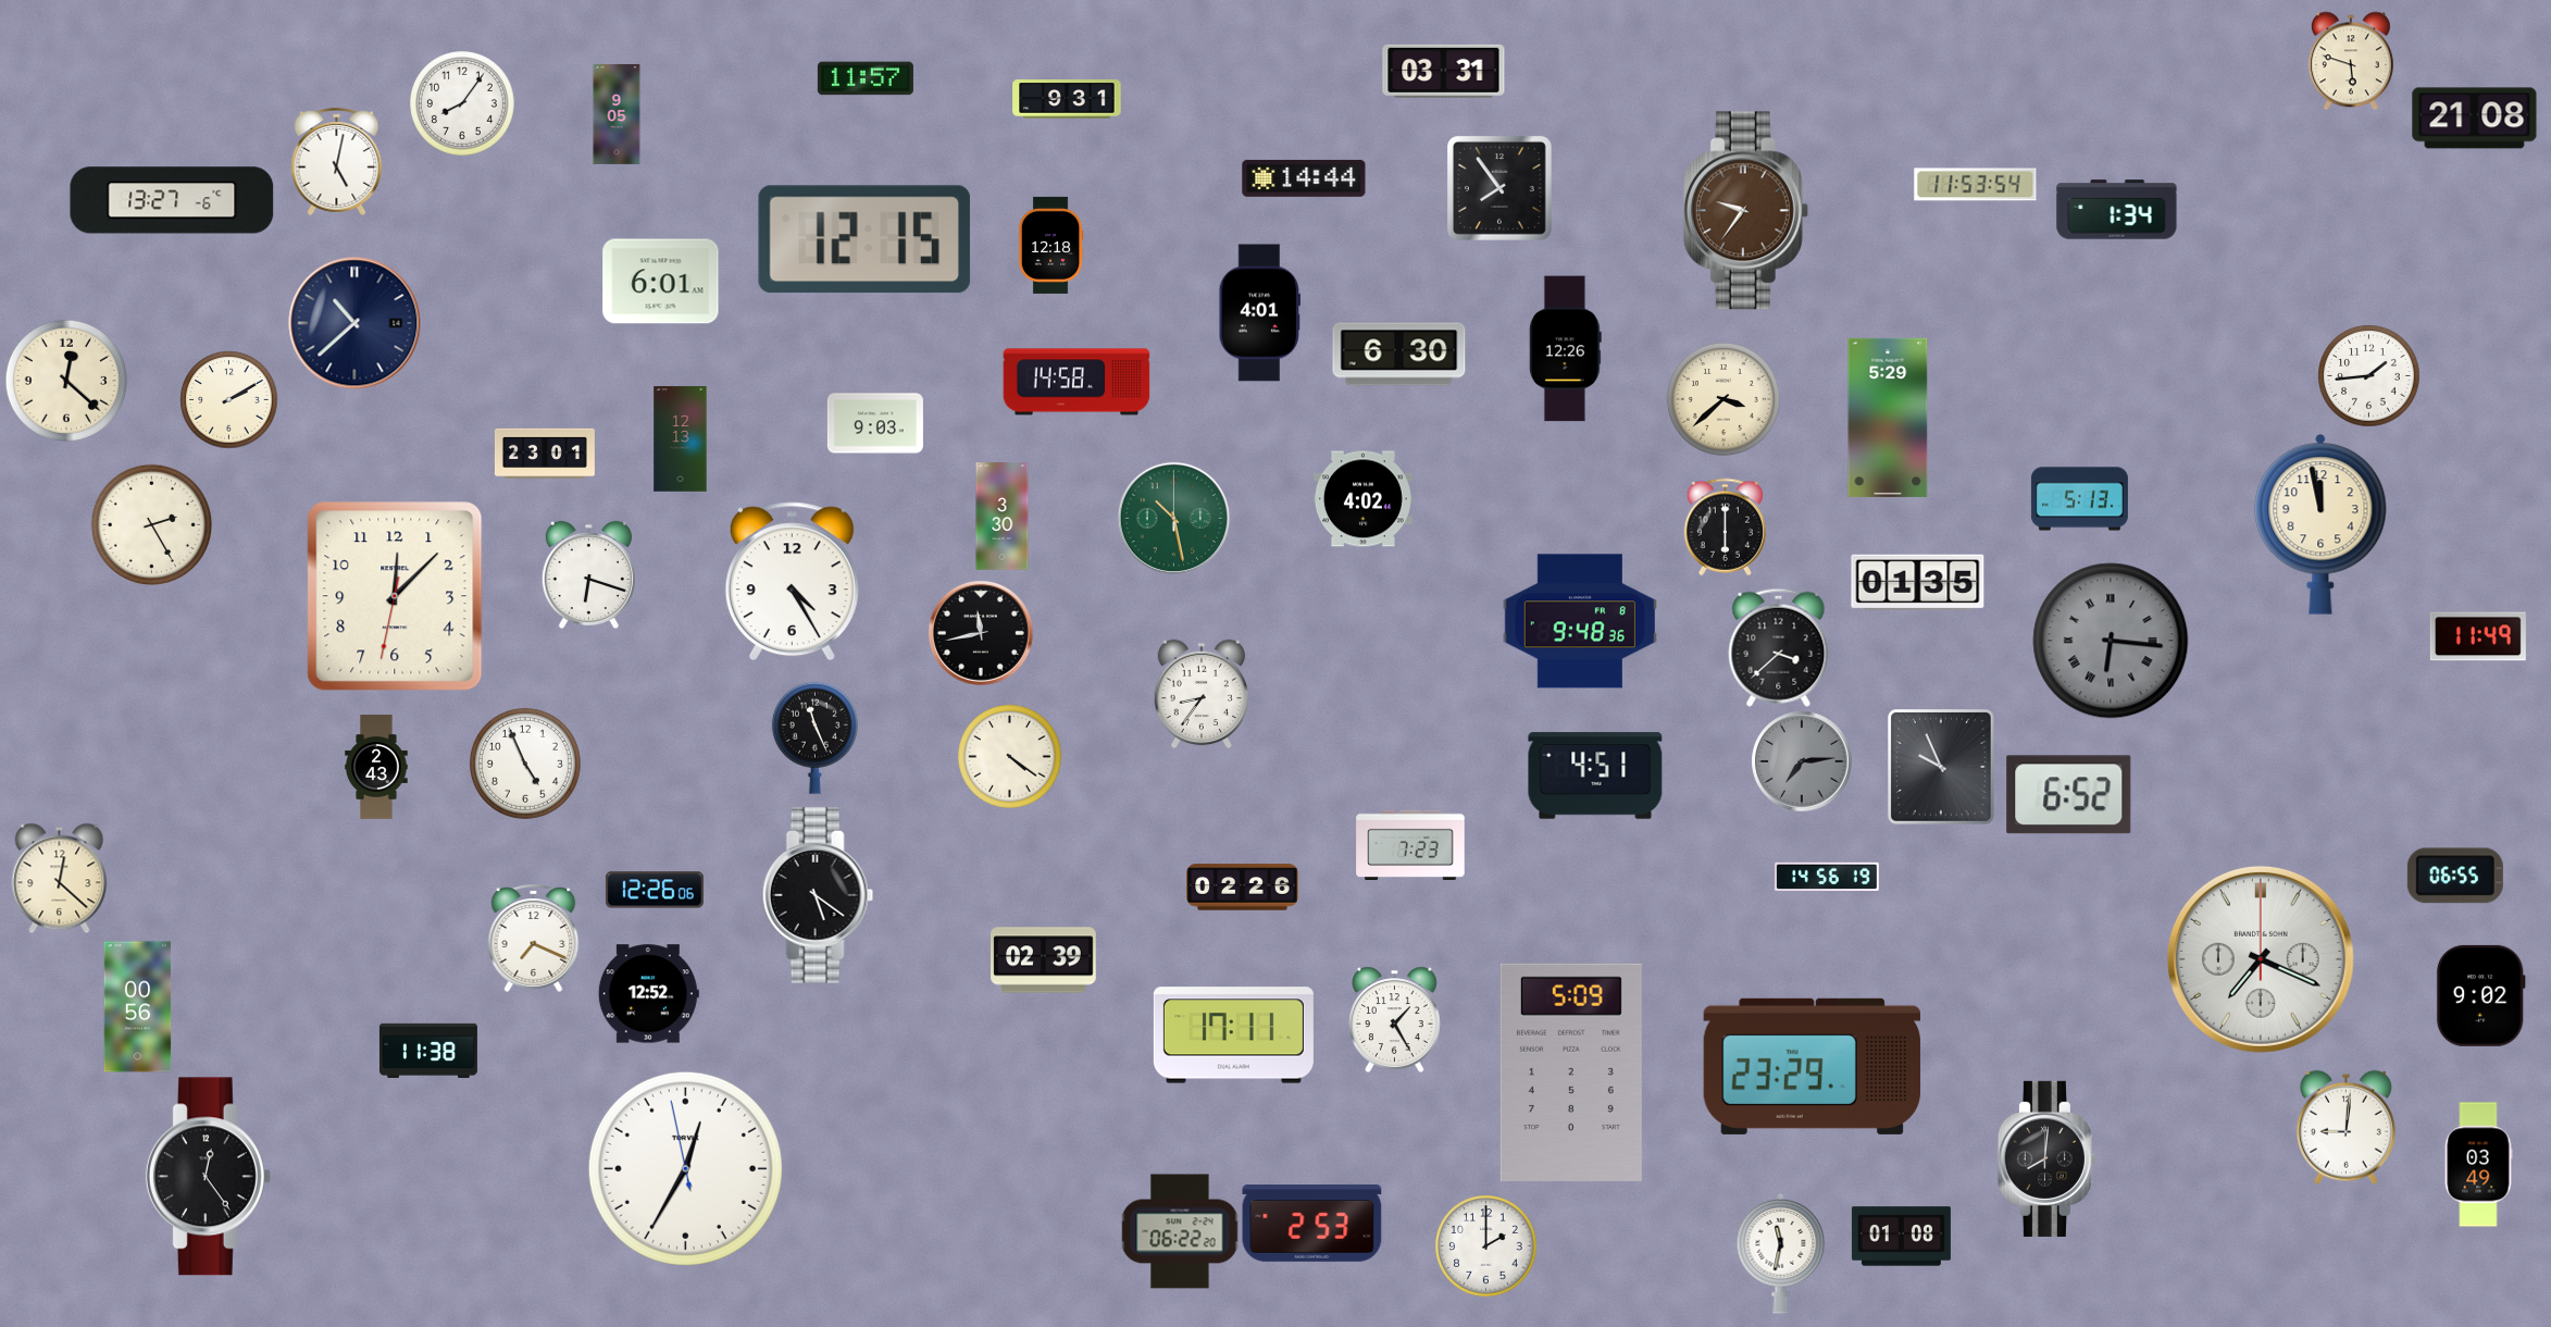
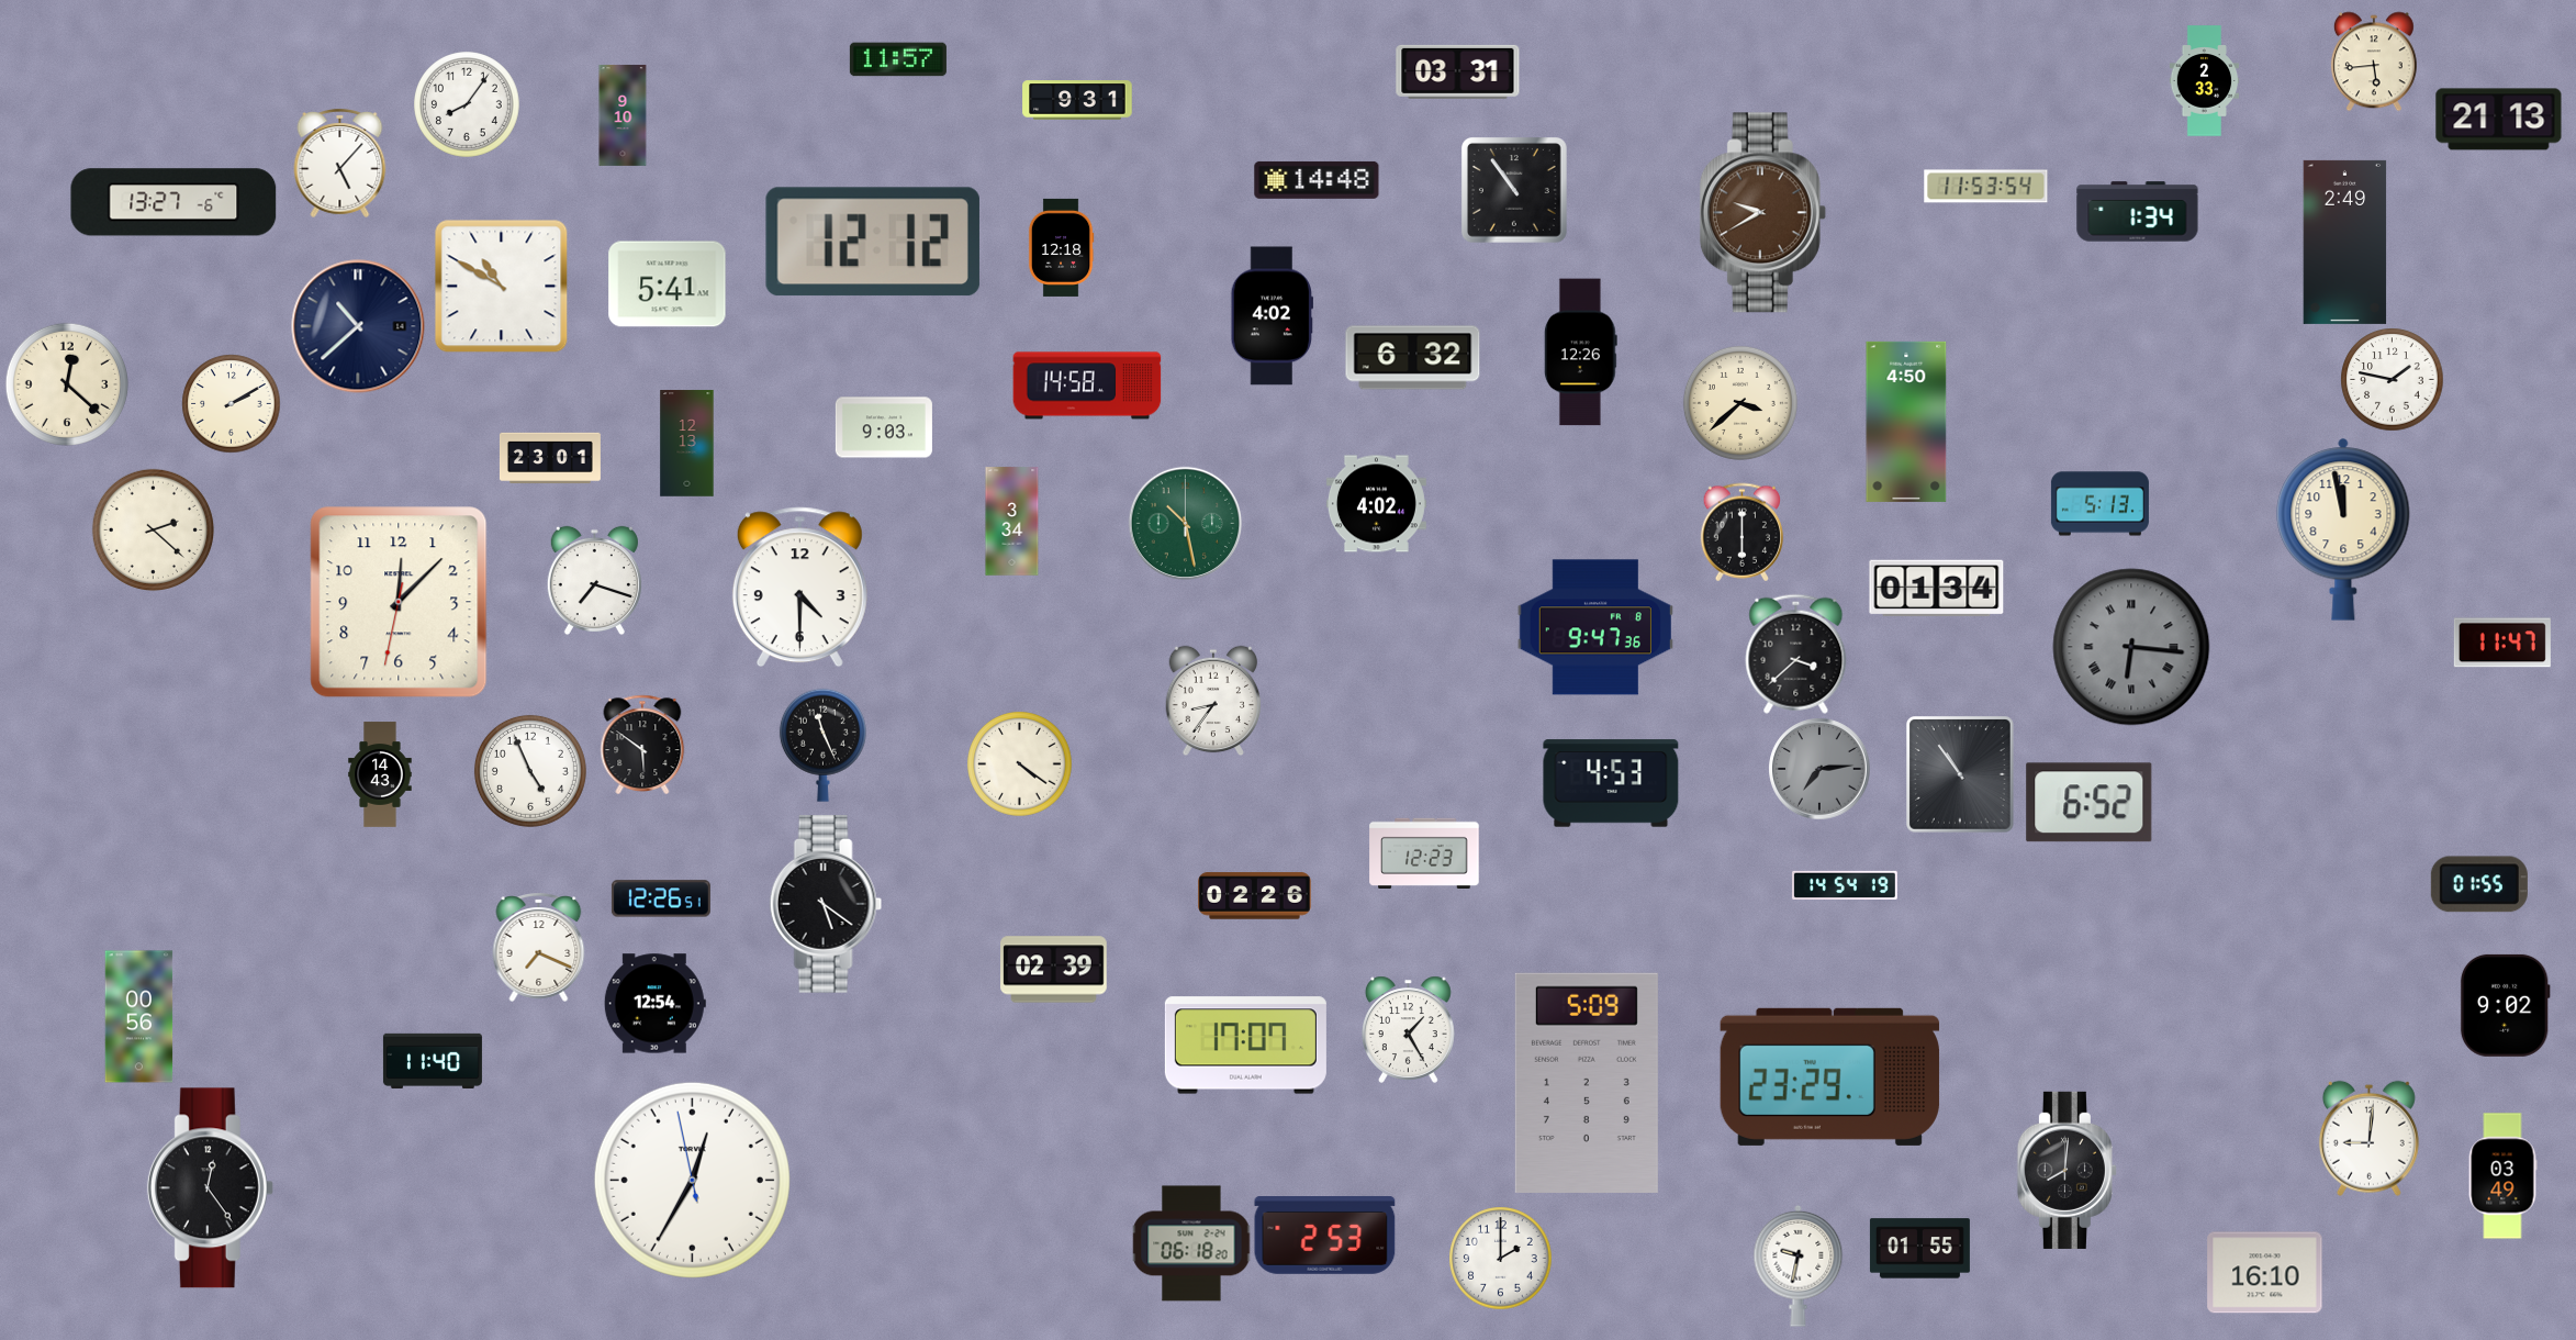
clock at (2351, 61): 5:48 -> 5:44
clock at (866, 78) position: (866, 78) -> (898, 59)
clock at (2205, 81): none -> 2:33
clock at (617, 114): 9:05 -> 9:10
clock at (2475, 119): 21:08 -> 21:13
clock at (337, 161): 5:02 -> 5:07
clock at (1304, 178): 14:44 -> 14:48
clock at (1976, 185) position: (1976, 185) -> (1986, 187)
clock at (1500, 188): 7:54 -> 10:54
clock at (1745, 211): 9:36 -> 9:40
clock at (864, 239): 12:15 -> 12:12
clock at (2345, 242): none -> 2:49
clock at (661, 282): 6:01 -> 5:41
clock at (502, 287): none -> 10:50
clock at (1259, 313): 4:01 -> 4:02
clock at (1399, 355): 6:30 -> 6:32
clock at (2368, 375): 1:44 -> 1:47
clock at (1888, 418): 5:29 -> 4:50
clock at (1003, 517): 3:30 -> 3:34
clock at (151, 524): 2:25 -> 2:22
clock at (588, 574): 6:18 -> 7:18
clock at (792, 582): 4:25 -> 4:30
clock at (1918, 583): 01:35 -> 01:34
clock at (1580, 621): 9:48 -> 9:47
clock at (981, 633): 11:43 -> none
clock at (2478, 636): 11:49 -> 11:47
clock at (642, 745): none -> 5:51
clock at (376, 767): 2:43 -> 14:43
clock at (1942, 768): 9:56 -> 10:54
clock at (1595, 776): 4:51 -> 4:53
clock at (1410, 844): 7:23 -> 12:23
clock at (1827, 876): 14:56 -> 14:54
clock at (2455, 876): 06:55 -> 01:55
clock at (60, 878): 12:22 -> none
clock at (655, 890): 12:26:06 -> 12:26:51
clock at (2261, 959): 7:19 -> none
clock at (648, 994): 12:52 -> 12:54
clock at (1233, 1035): 17:11 -> 17:07
clock at (428, 1051): 11:38 -> 11:40
clock at (1180, 1231): 06:22 -> 06:18
clock at (1901, 1237): 01:08 -> 01:55
clock at (1781, 1253): 11:32 -> 9:32
clock at (2265, 1273): none -> 16:10
